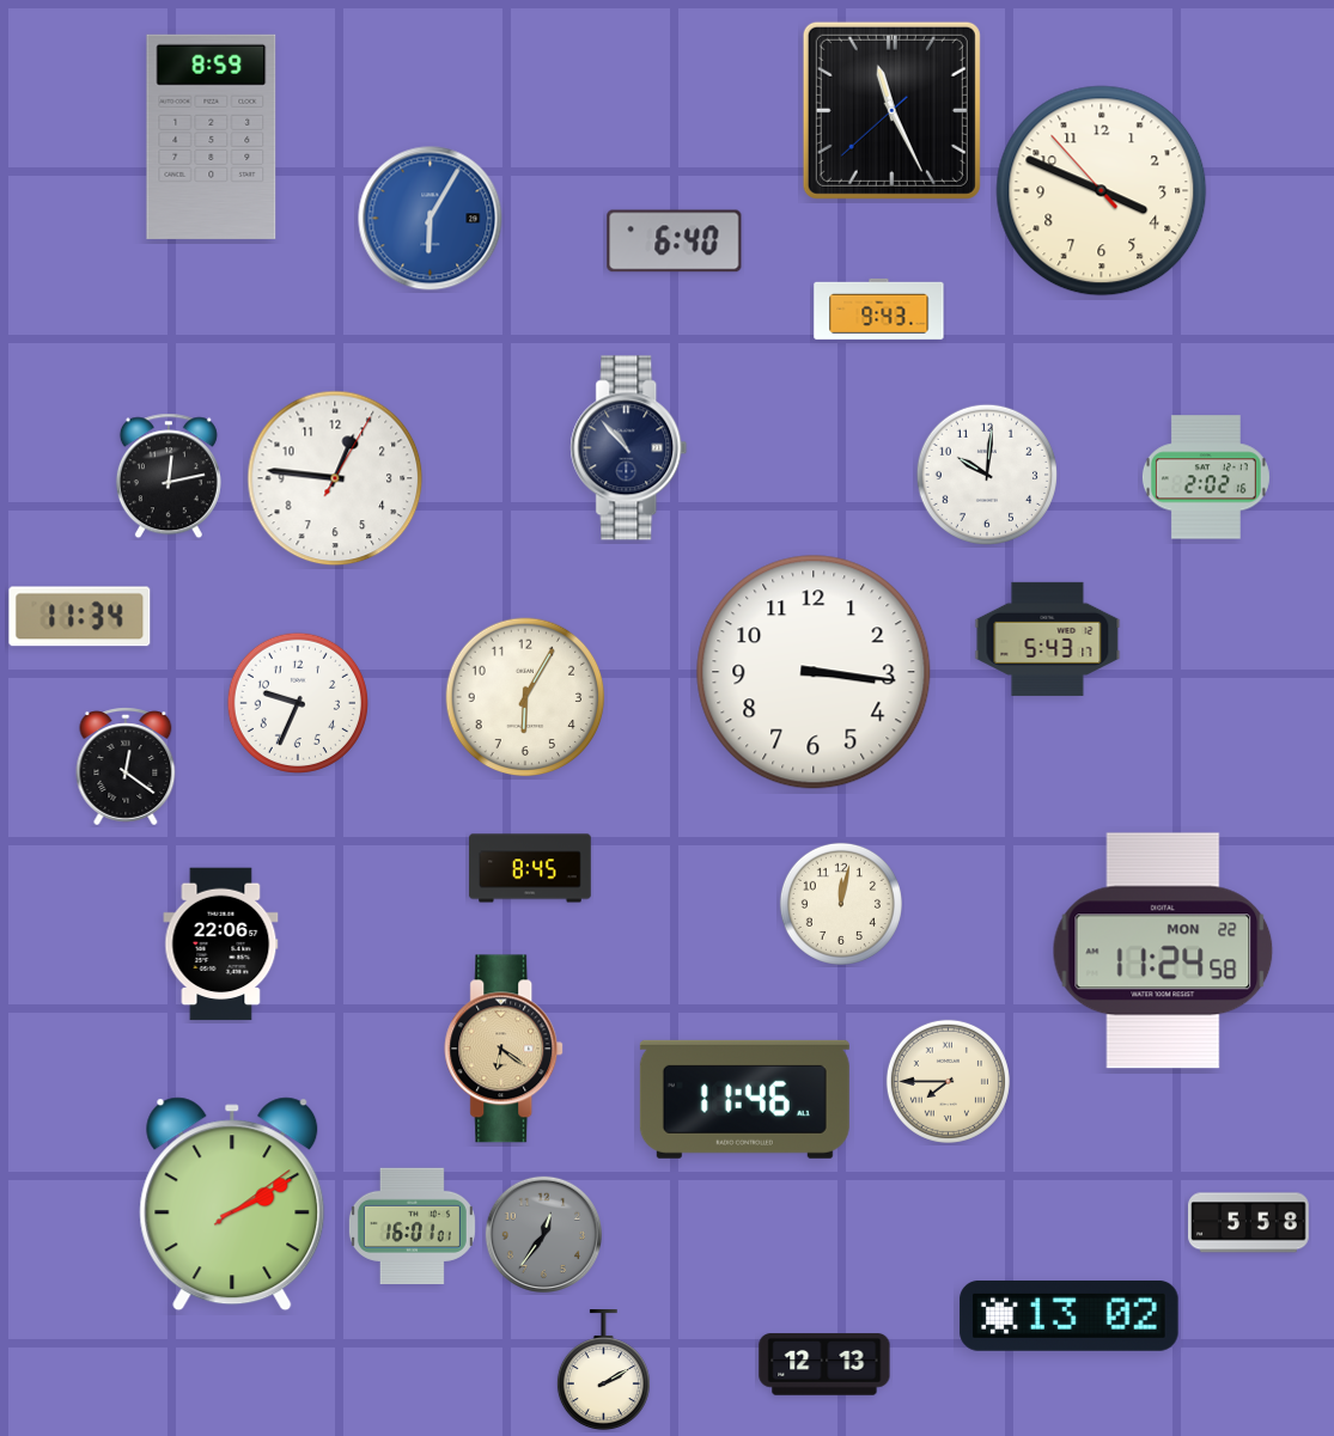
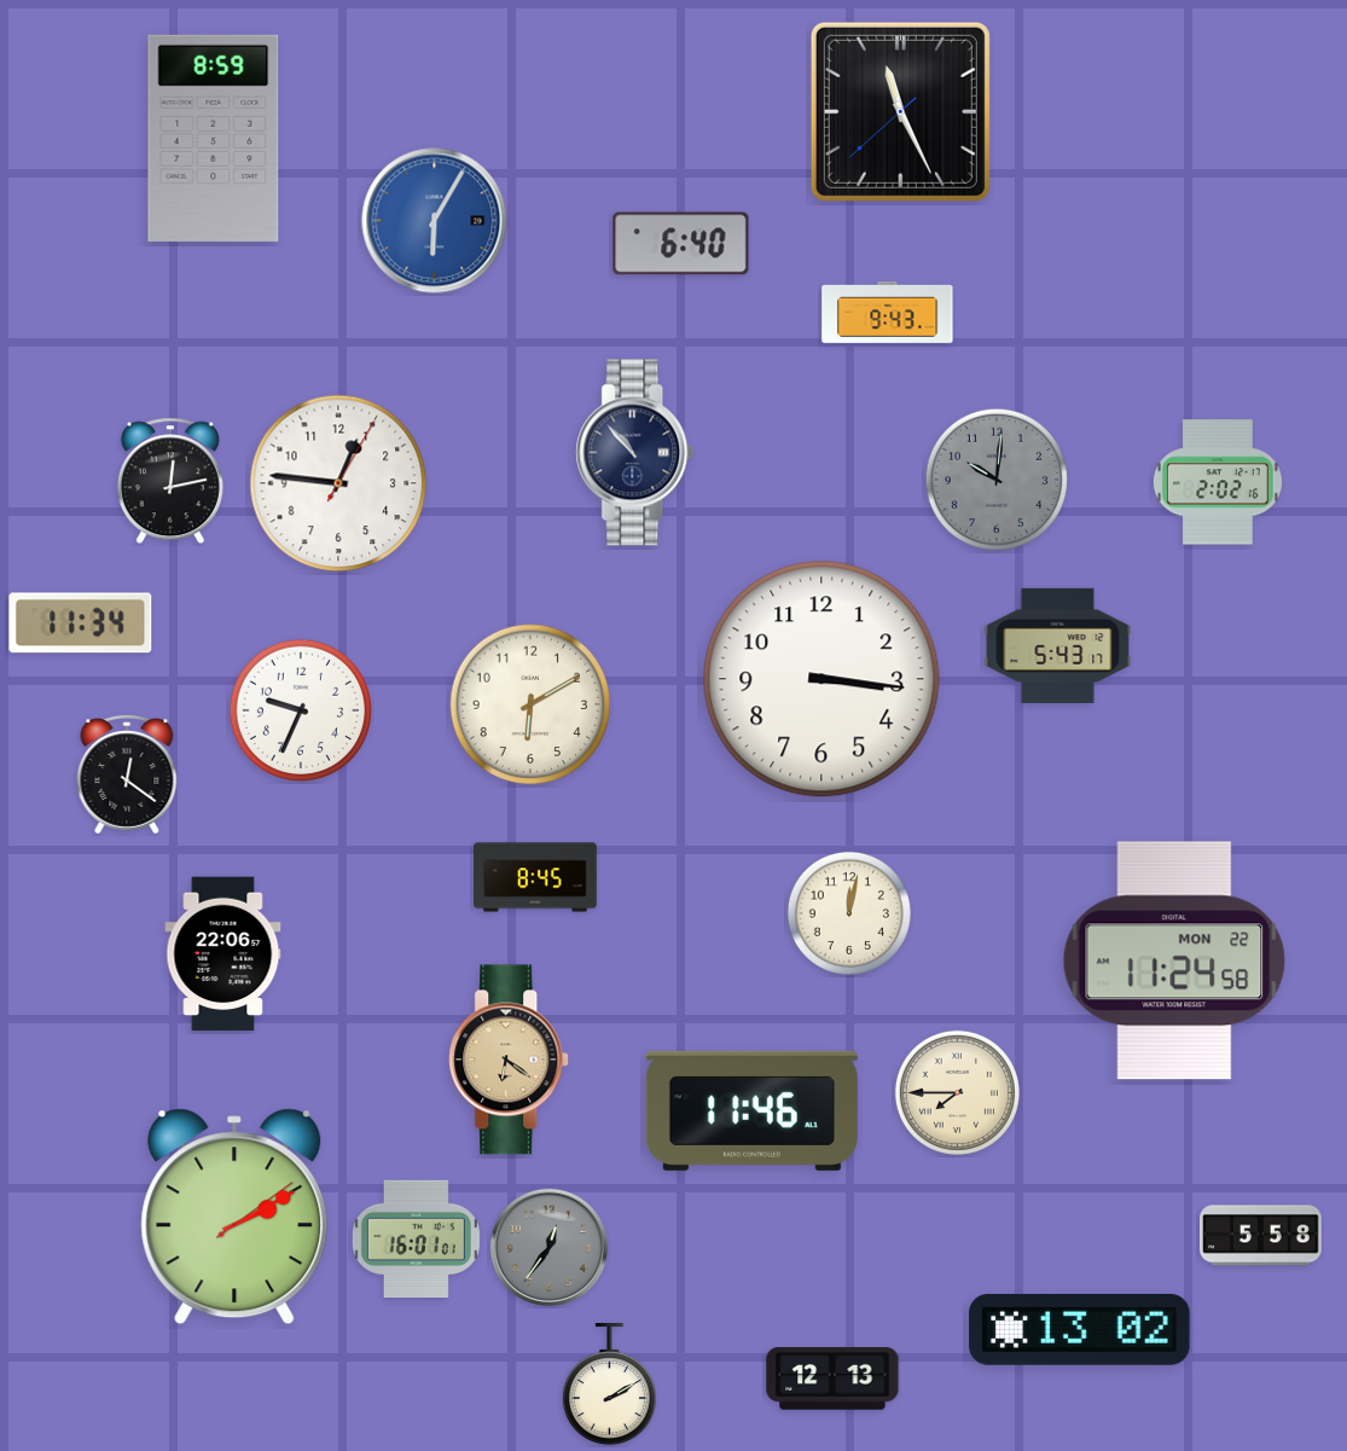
clock at (1102, 191): 3:48 -> none
clock at (986, 473) dial: white -> grey
clock at (525, 697): 6:05 -> 6:10
